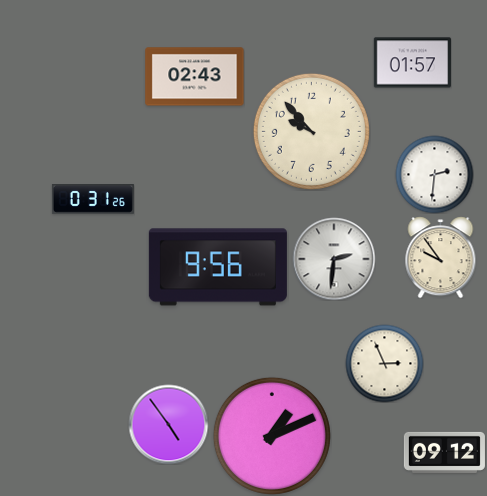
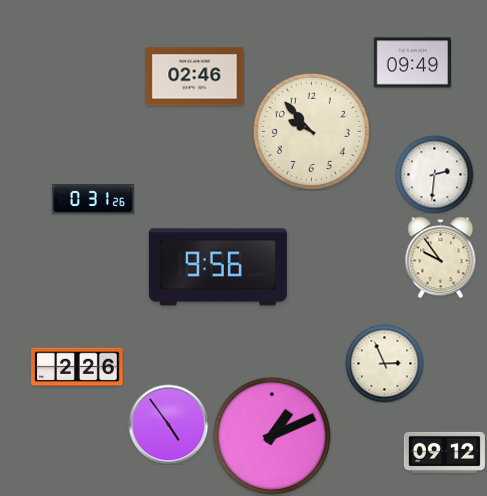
clock at (412, 63): 01:57 -> 09:49
clock at (195, 77): 02:43 -> 02:46
clock at (334, 259): 2:31 -> none
clock at (77, 367): none -> 2:26
